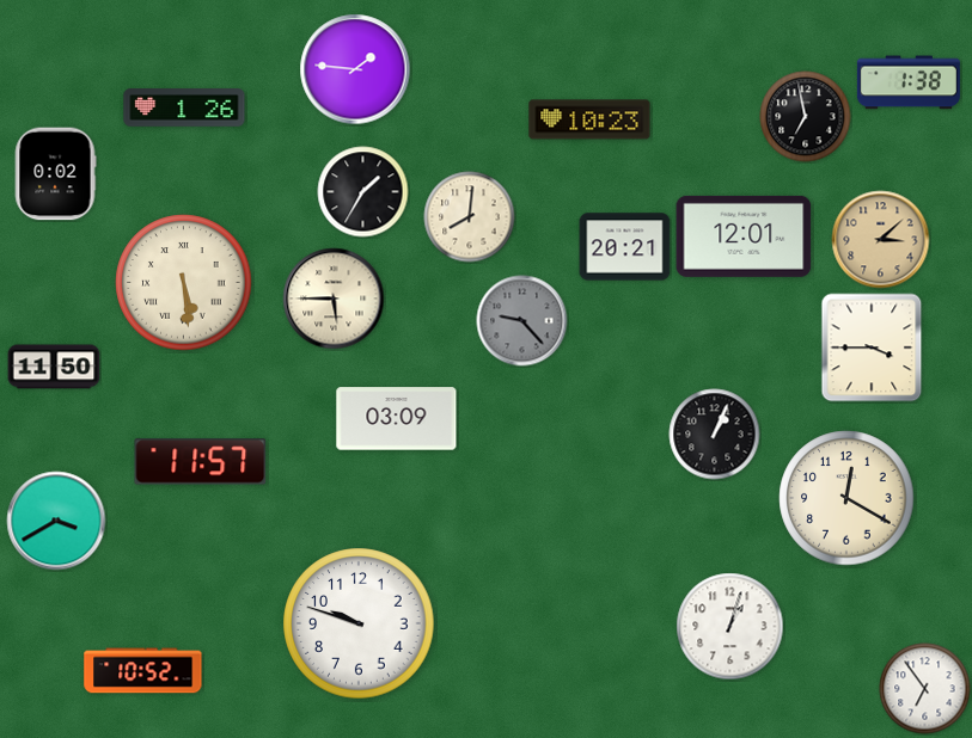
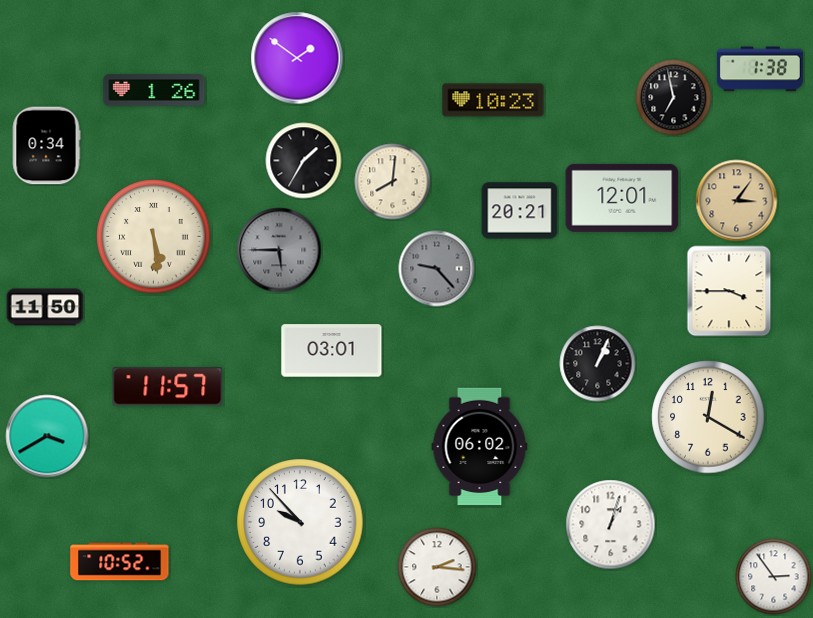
clock at (355, 69): 1:46 -> 1:51
clock at (55, 174): 0:02 -> 0:34
clock at (881, 240): 3:08 -> 3:06
clock at (625, 247) position: (625, 247) -> (520, 211)
clock at (334, 299) dial: cream -> grey
clock at (397, 419): 03:09 -> 03:01
clock at (480, 447): none -> 06:02
clock at (359, 623): 9:48 -> 9:53
clock at (437, 567): none -> 2:16
clock at (925, 689): 6:54 -> 2:54
